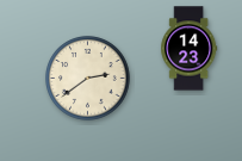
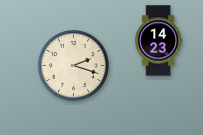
clock at (88, 79): 2:39 -> 2:18
